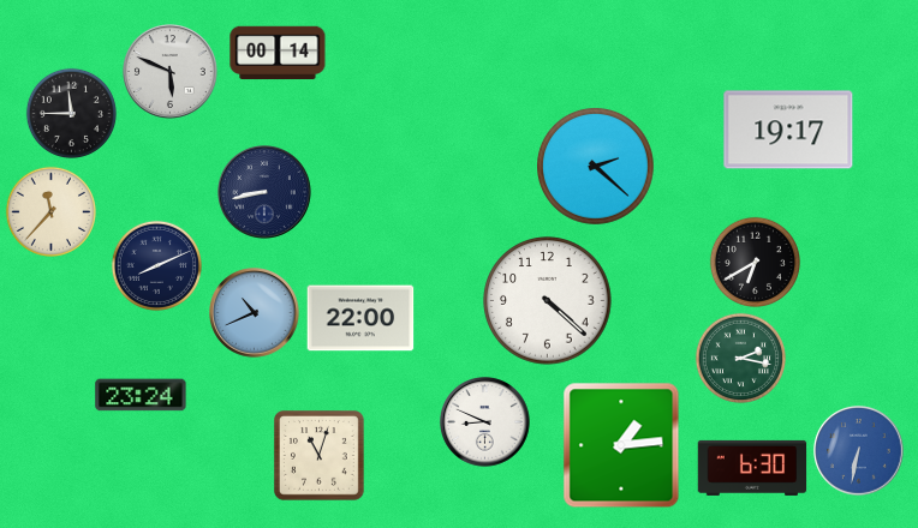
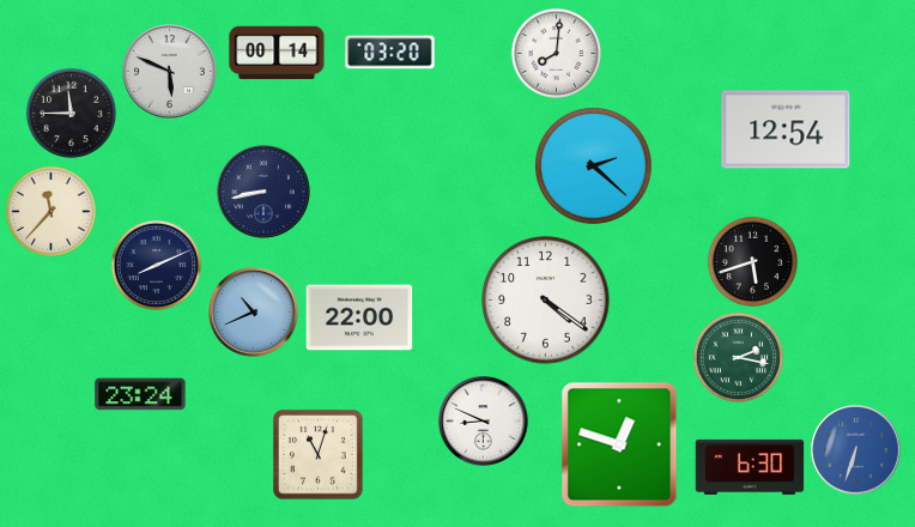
clock at (390, 53): none -> 03:20
clock at (556, 53): none -> 8:01
clock at (788, 130): 19:17 -> 12:54
clock at (755, 262): 6:40 -> 5:42
clock at (548, 301): 4:22 -> 4:21
clock at (621, 445): 1:14 -> 12:48
clock at (859, 451): 6:32 -> 6:33
